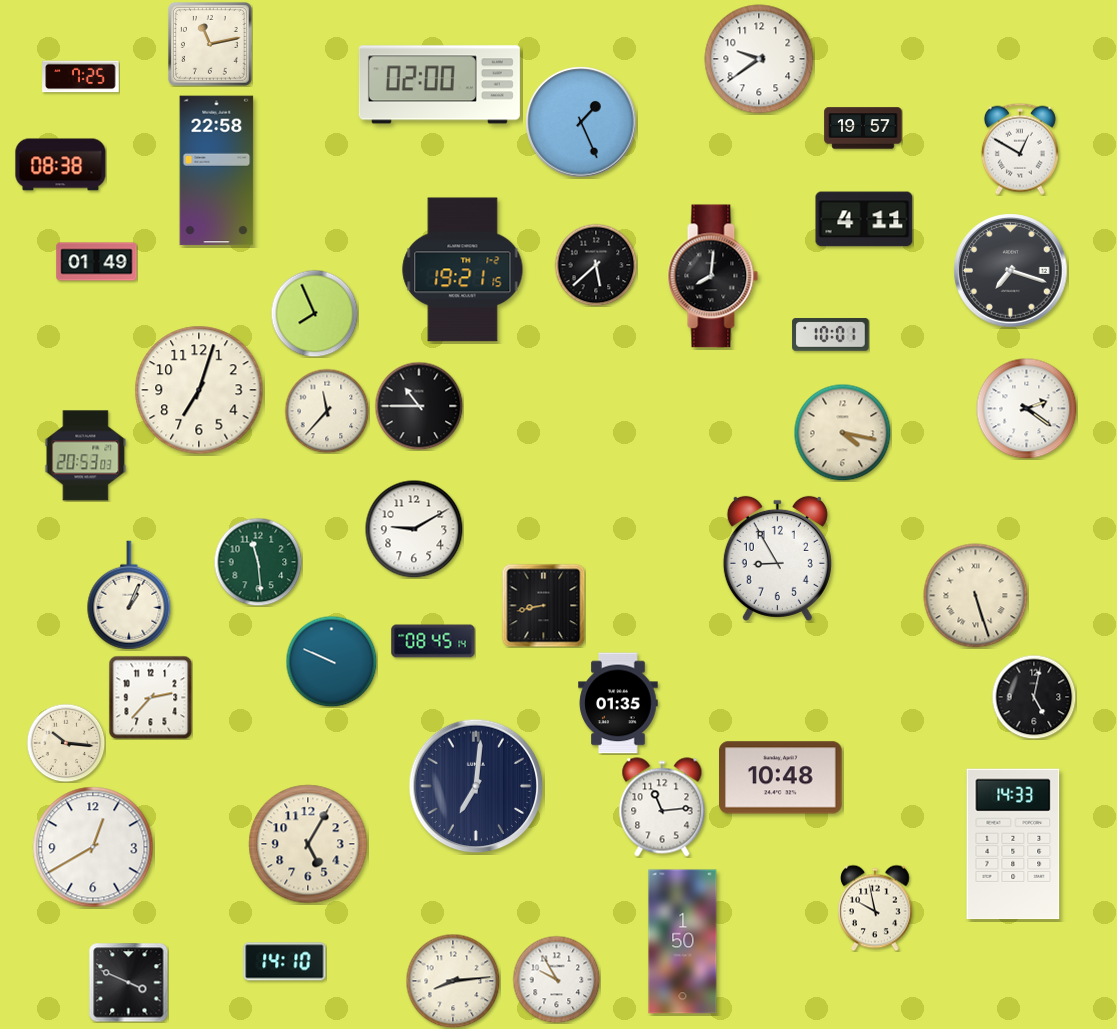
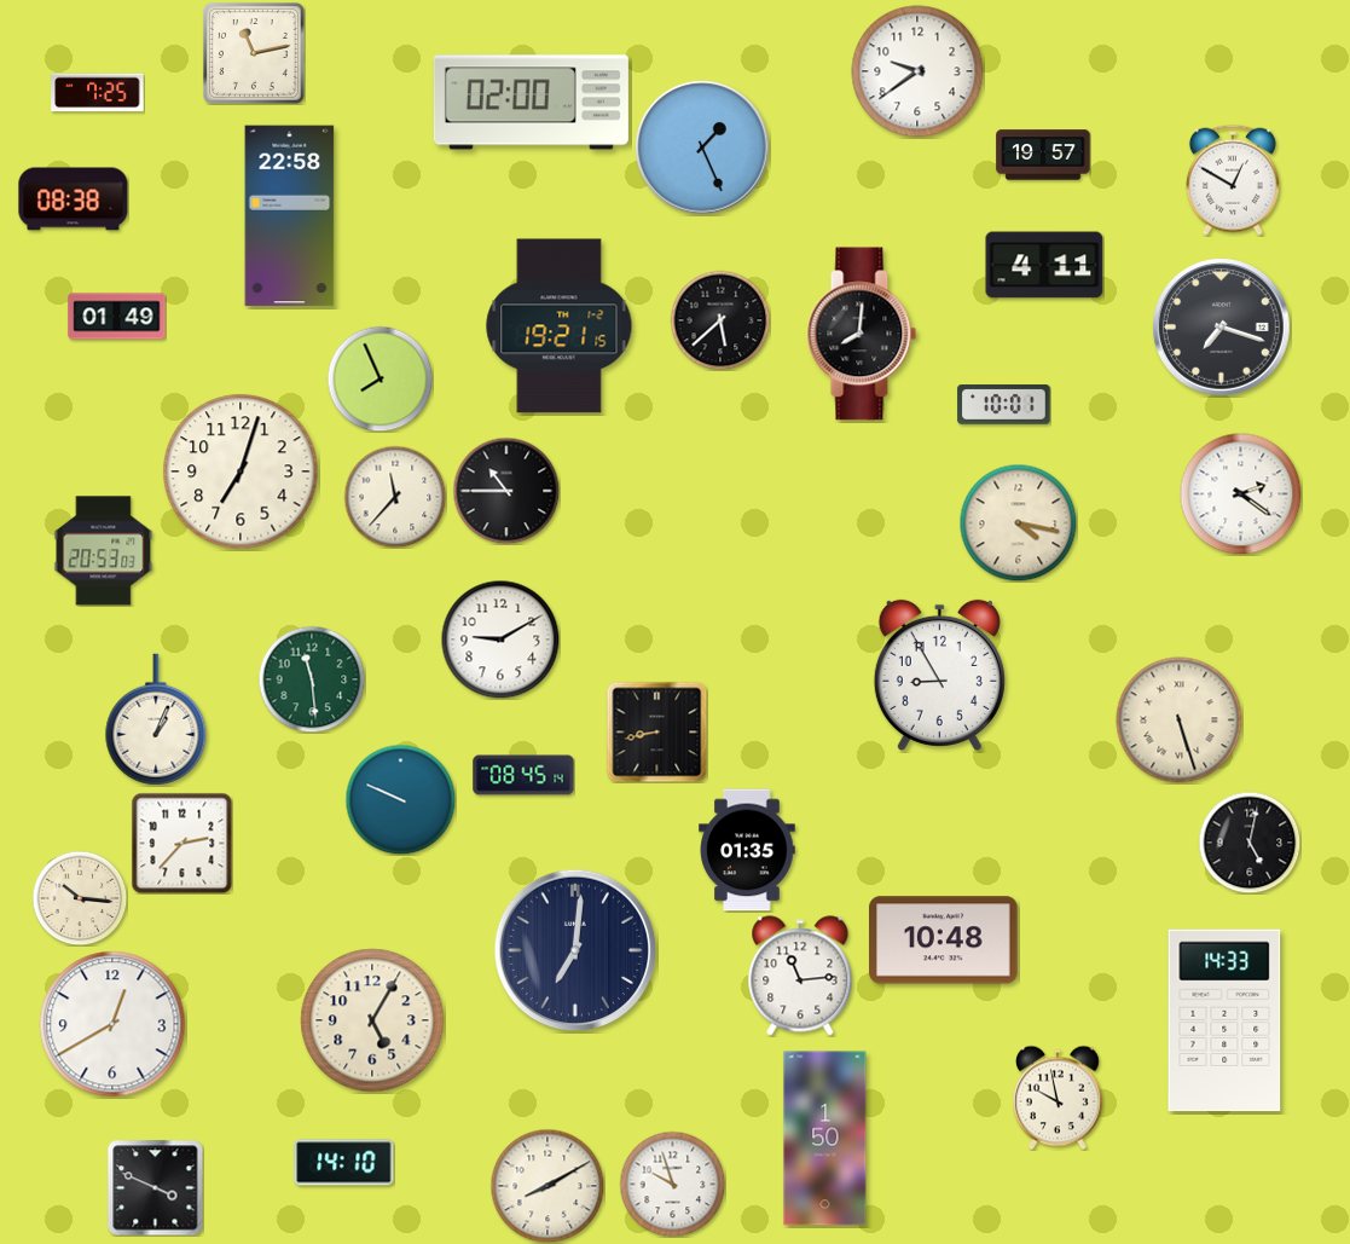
clock at (217, 171) position: (217, 171) -> (290, 216)
clock at (556, 979): 9:55 -> 9:57
clock at (453, 981): 8:14 -> 8:10
